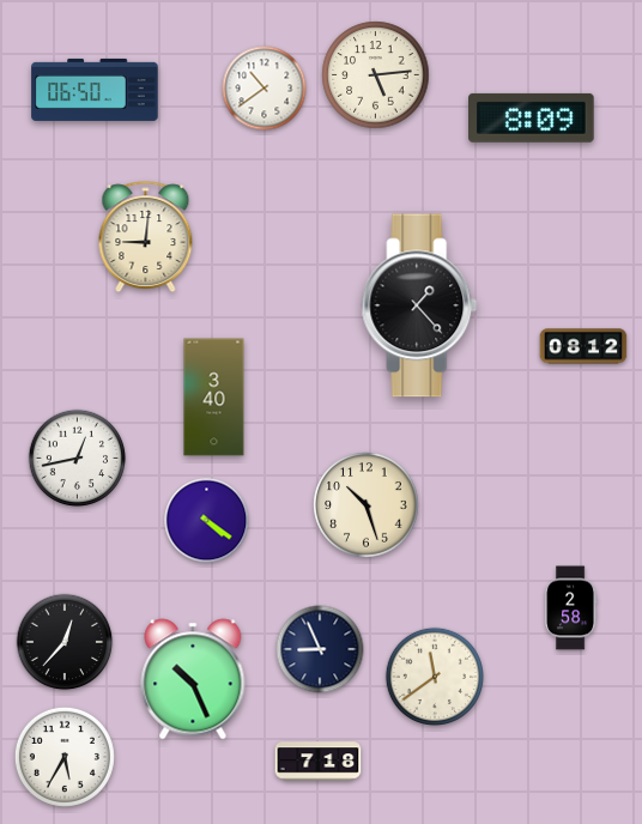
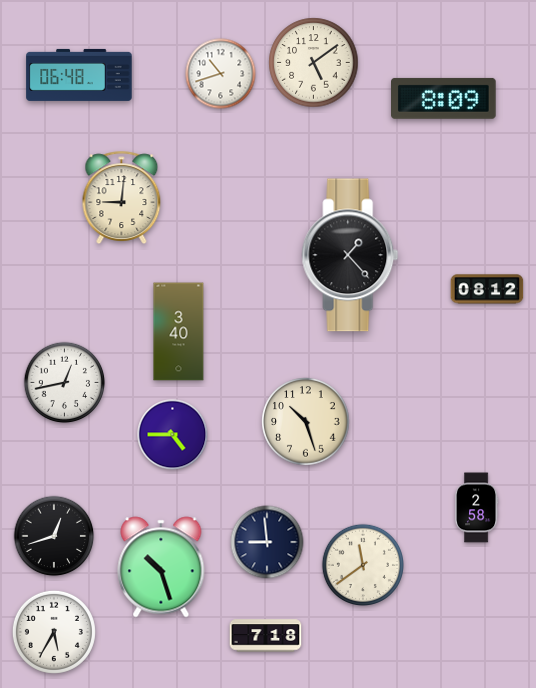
clock at (376, 75): 5:14 -> 5:09
clock at (265, 89): 10:39 -> 10:42
clock at (95, 90): 06:50 -> 06:48
clock at (207, 521): 4:21 -> 4:45
clock at (65, 642): 12:37 -> 12:42
clock at (320, 649): 8:56 -> 8:59
clock at (193, 679): 10:26 -> 10:27
